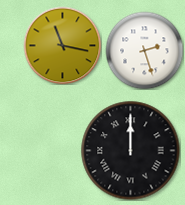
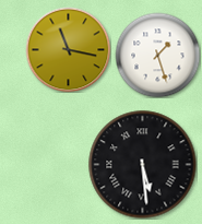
clock at (144, 50): 2:27 -> 1:27
clock at (131, 151): 12:00 -> 5:29
